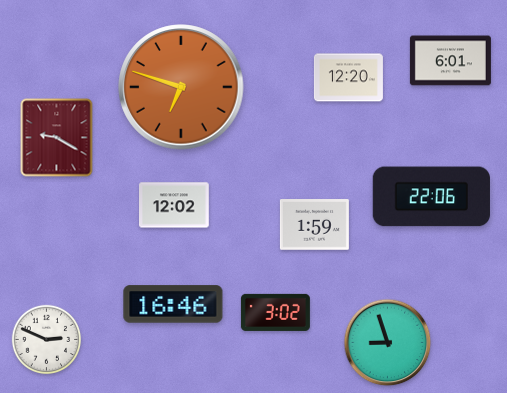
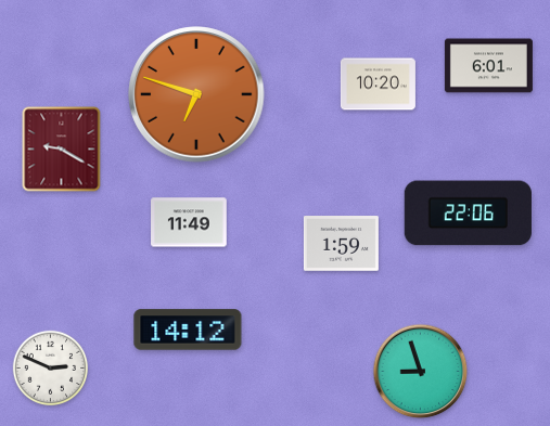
clock at (348, 78): 12:20 -> 10:20
clock at (175, 205): 12:02 -> 11:49
clock at (173, 304): 16:46 -> 14:12
clock at (275, 312): 3:02 -> none
